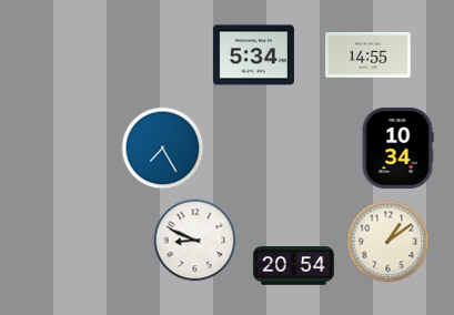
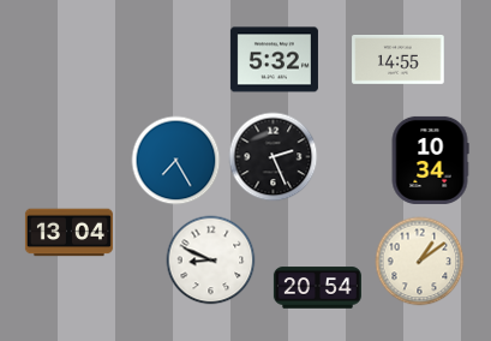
clock at (253, 55): 5:34 -> 5:32
clock at (274, 157): none -> 2:26
clock at (68, 233): none -> 13:04
